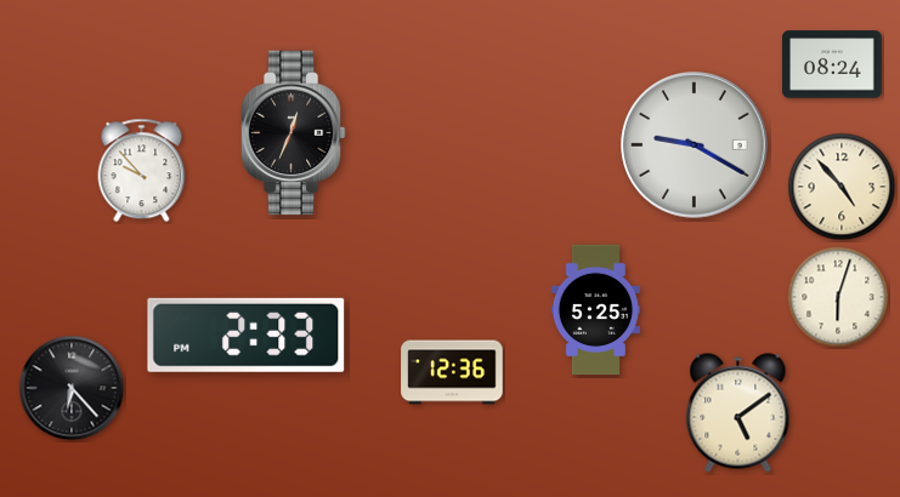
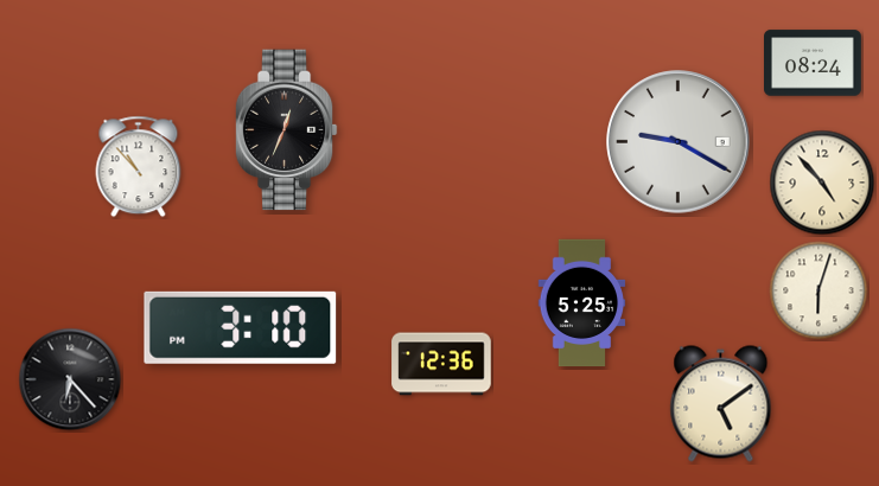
clock at (142, 171): 9:53 -> 10:53
clock at (247, 335): 2:33 -> 3:10
